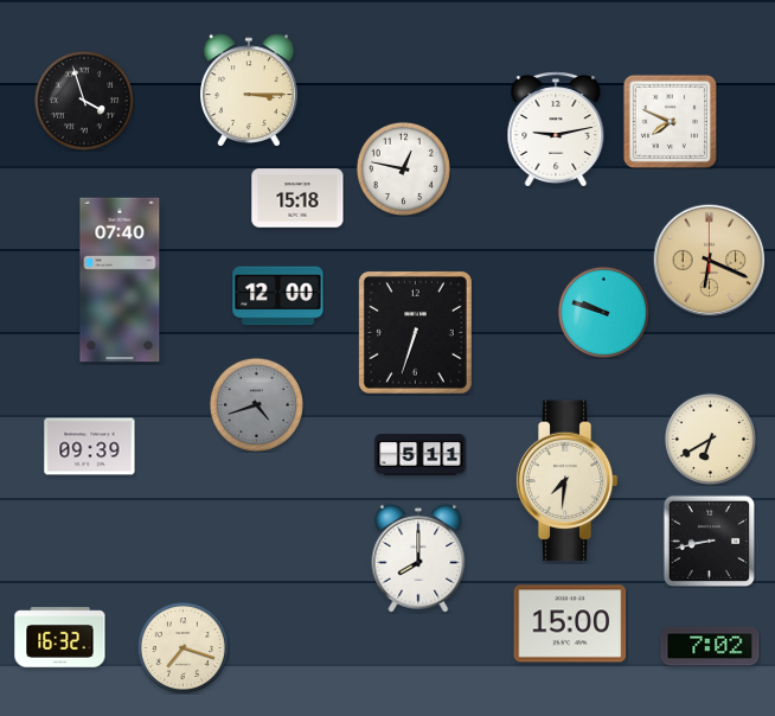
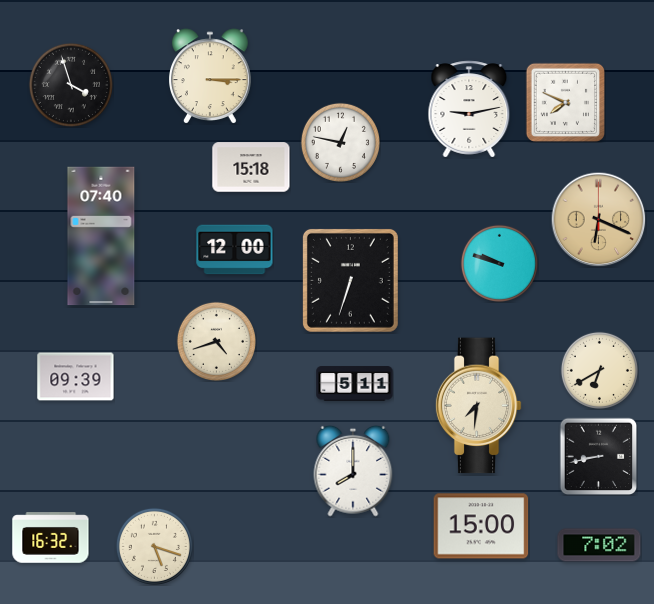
clock at (603, 312) position: (603, 312) -> (499, 263)
clock at (256, 404) dial: grey -> cream
clock at (182, 647): 7:18 -> 5:18
